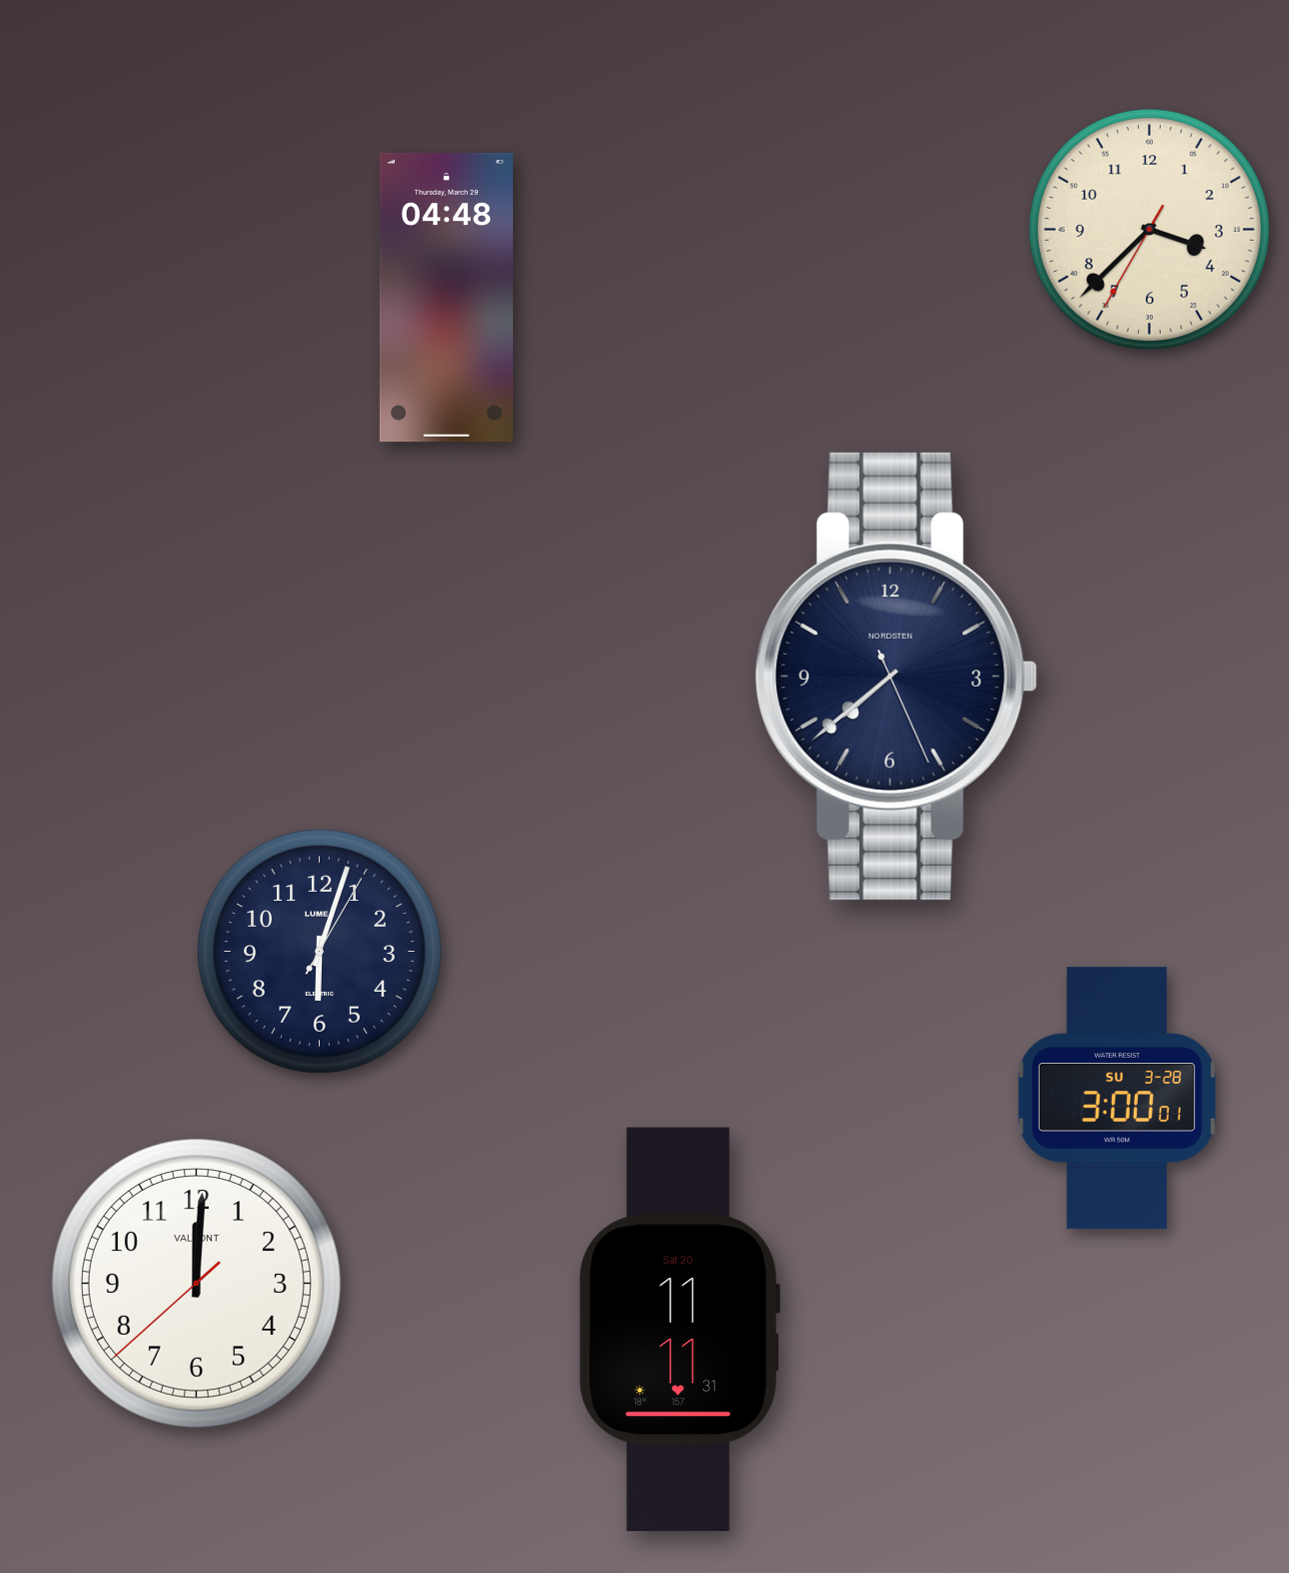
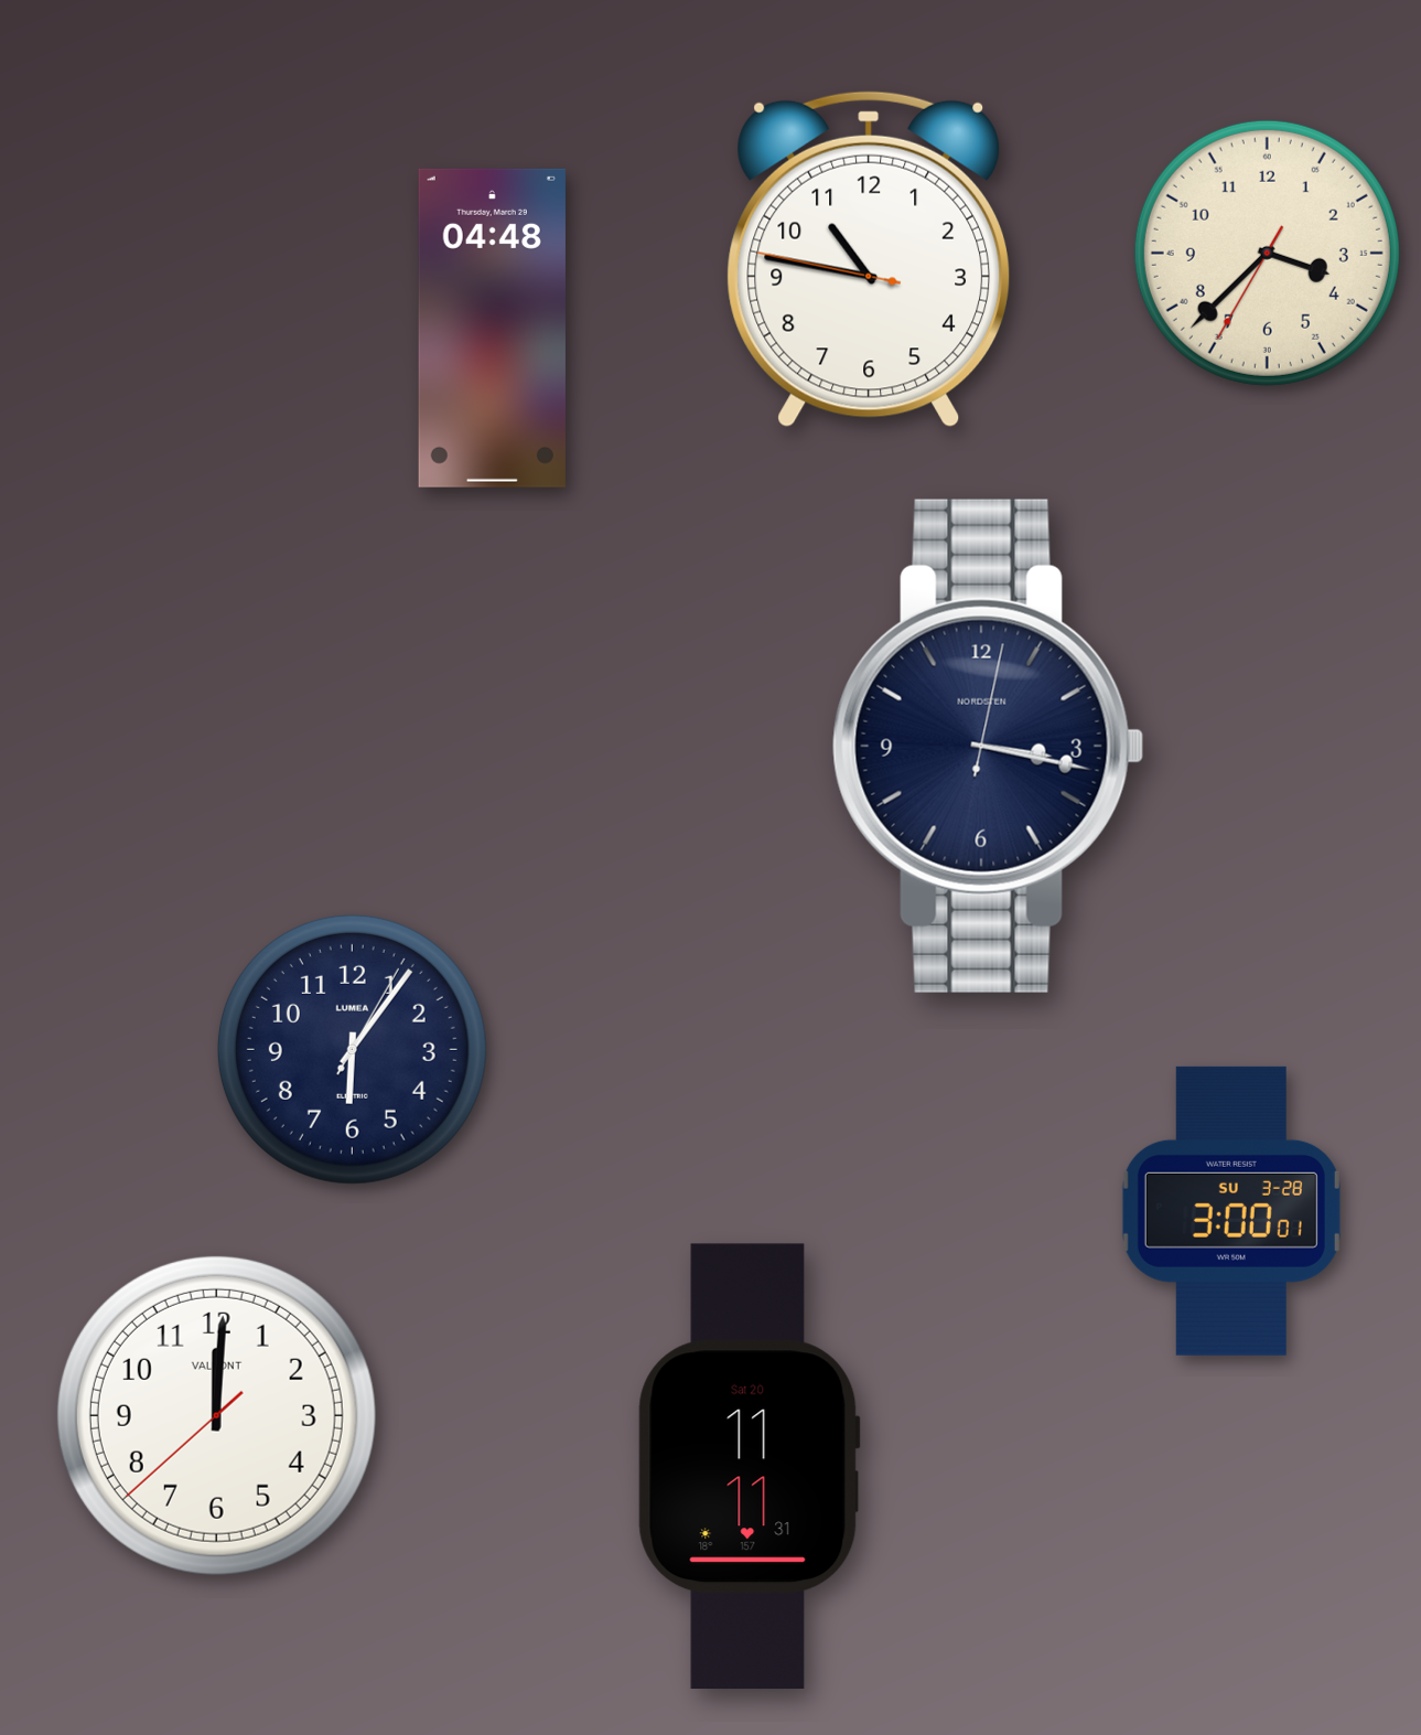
clock at (868, 259): none -> 10:46
clock at (897, 676): 7:38 -> 3:17
clock at (319, 951): 6:03 -> 6:06
